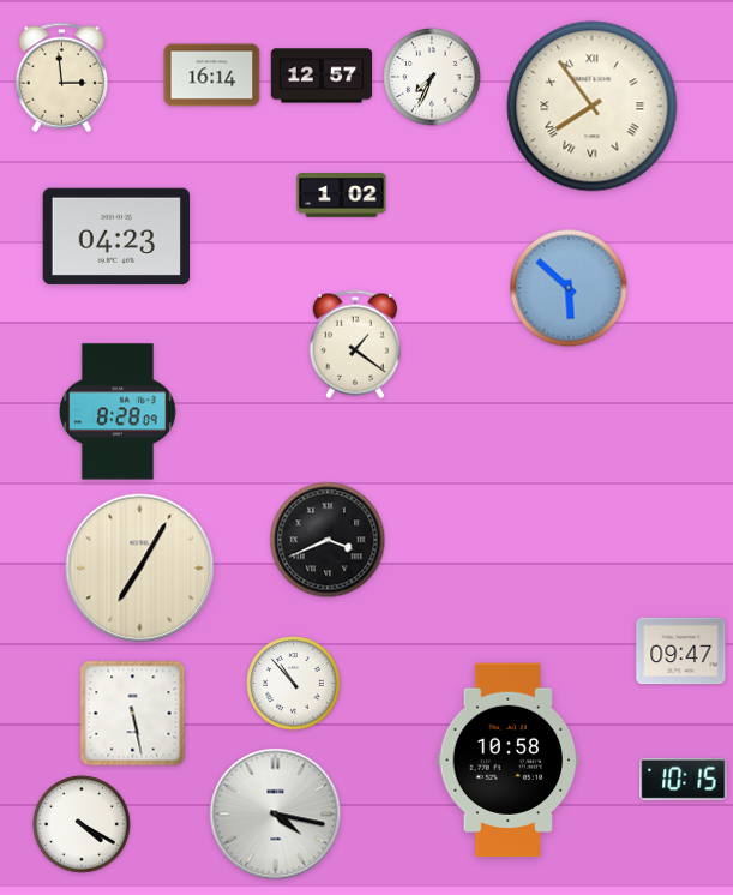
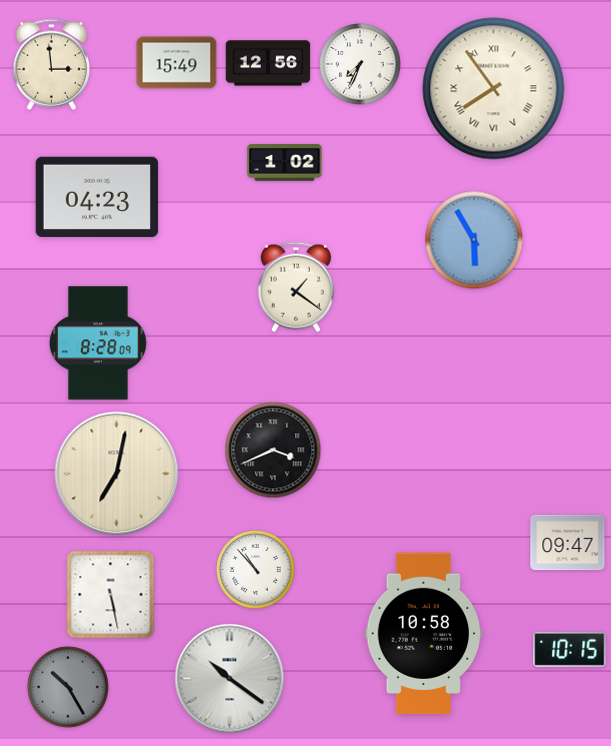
clock at (212, 76): 16:14 -> 15:49
clock at (322, 76): 12:57 -> 12:56
clock at (569, 288): 5:52 -> 5:55
clock at (140, 569): 7:05 -> 7:02
clock at (294, 684) position: (294, 684) -> (256, 570)
clock at (276, 815): 4:17 -> 10:21
clock at (82, 824): 4:20 -> 10:25
clock at (82, 824) dial: white -> grey
